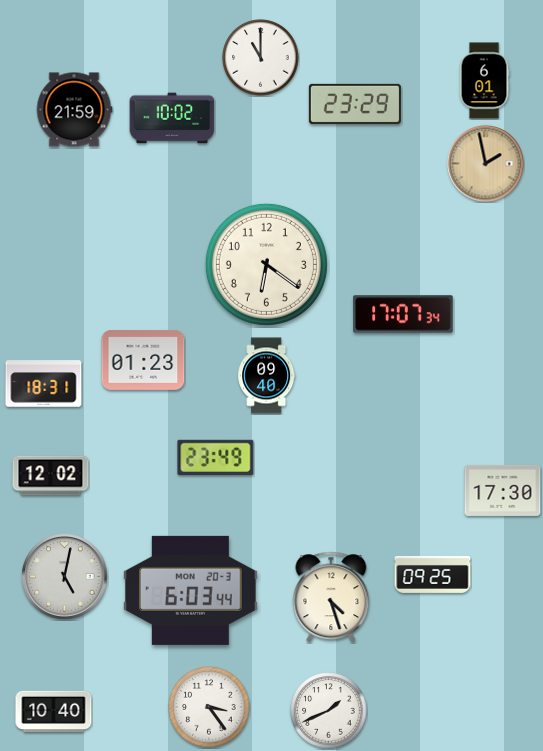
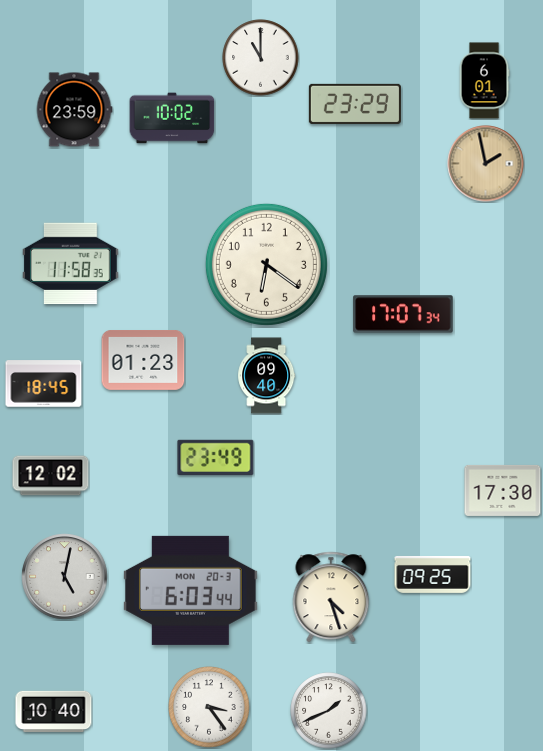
clock at (74, 110): 21:59 -> 23:59
clock at (71, 264): none -> 11:58
clock at (44, 384): 18:31 -> 18:45
